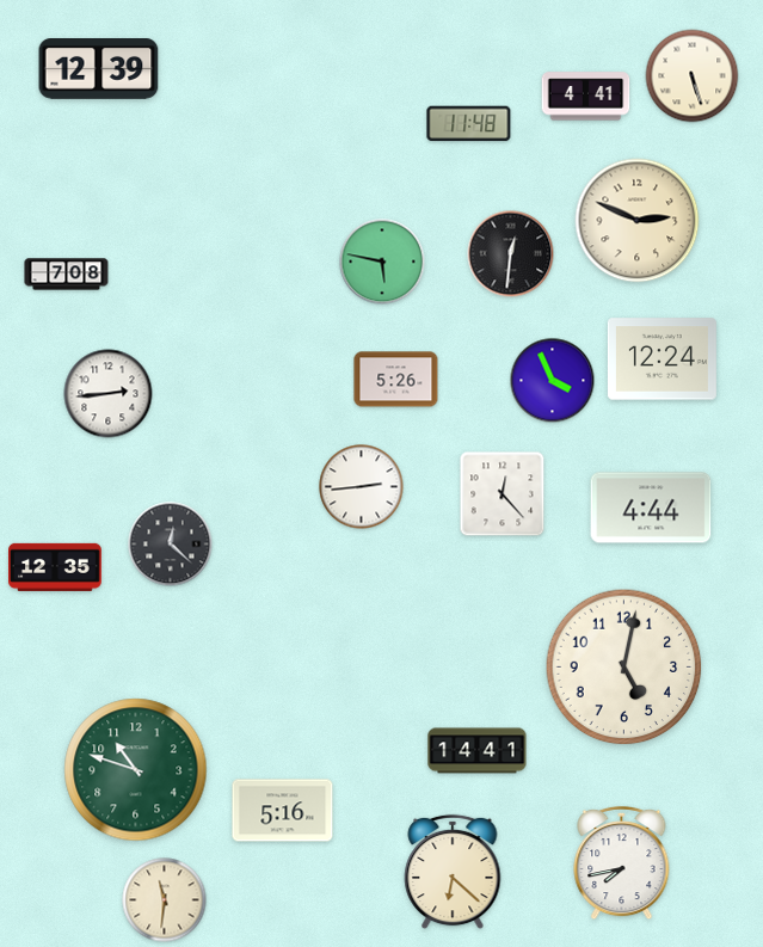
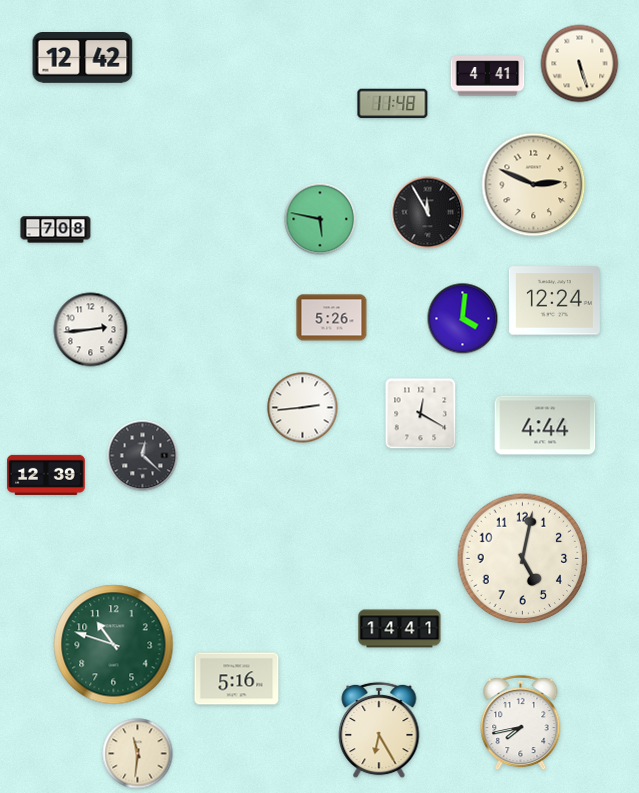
clock at (99, 69): 12:39 -> 12:42
clock at (586, 97) position: (586, 97) -> (488, 76)
clock at (511, 254): 12:31 -> 11:55
clock at (553, 381): 3:56 -> 4:01
clock at (503, 494): 12:23 -> 12:20
clock at (56, 567): 12:35 -> 12:39
clock at (453, 872): 6:22 -> 6:25
